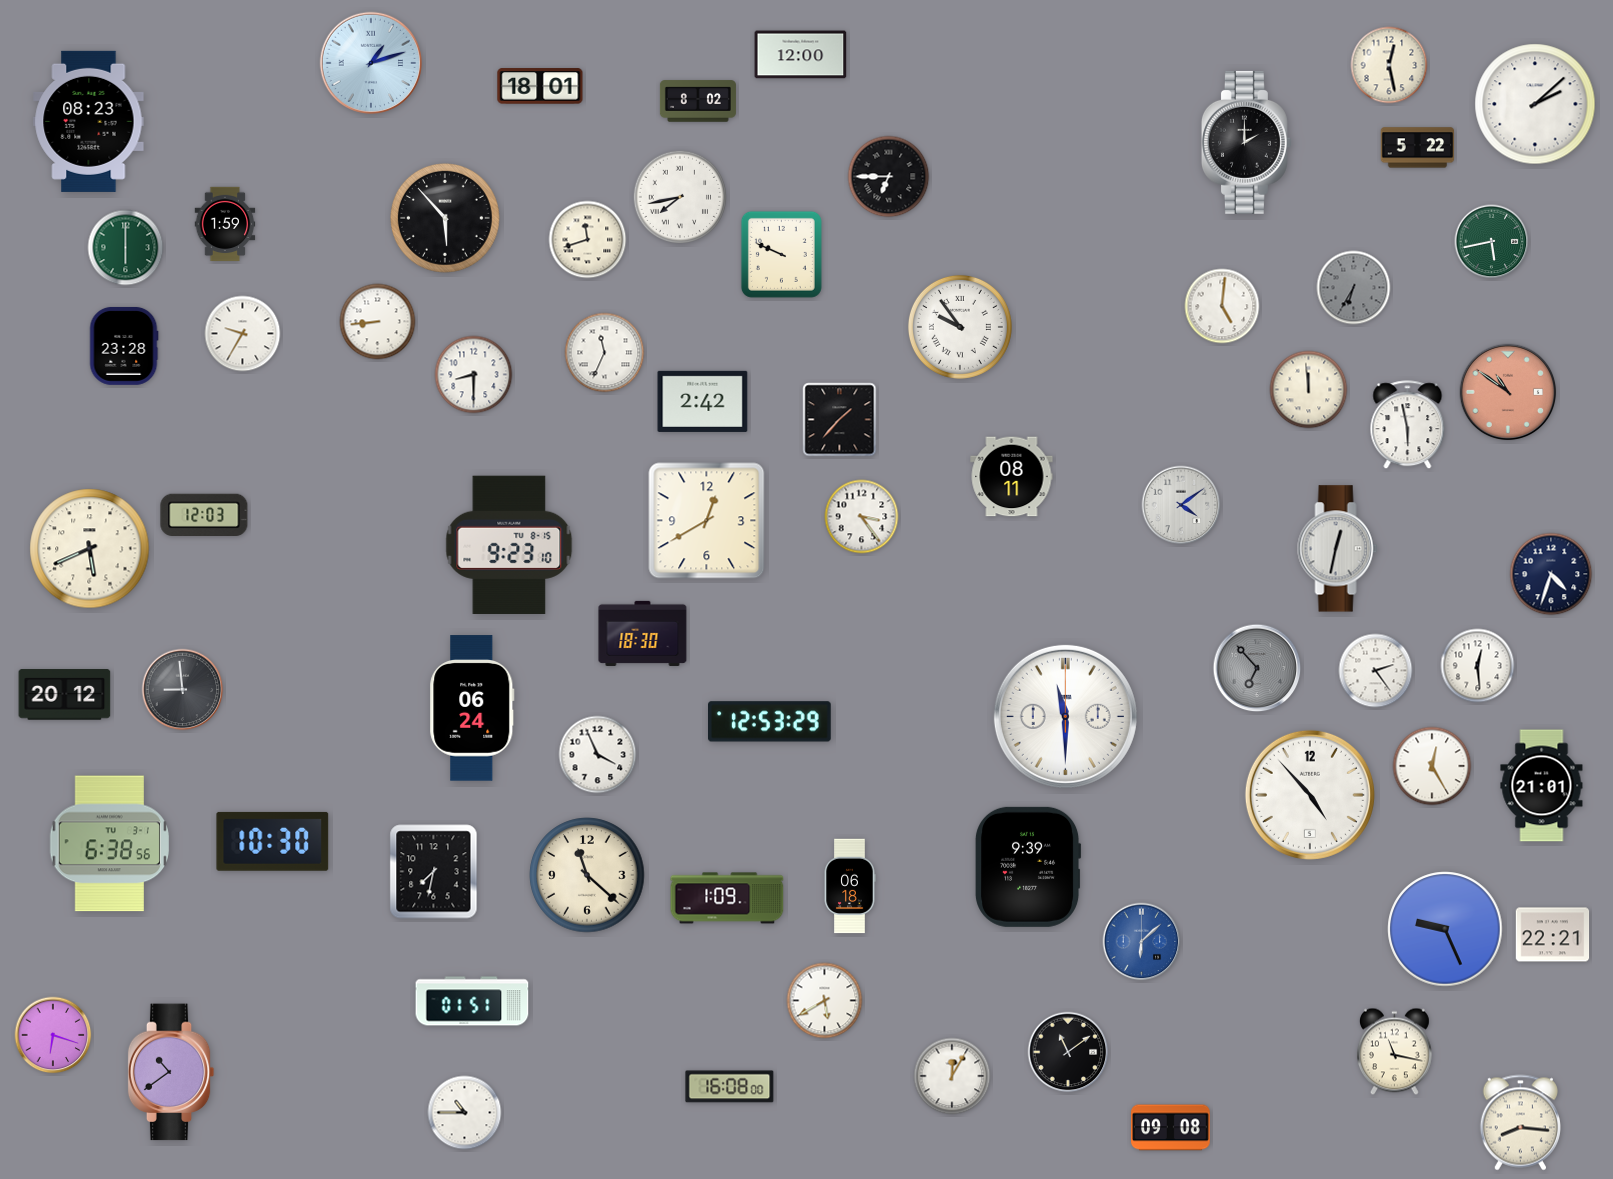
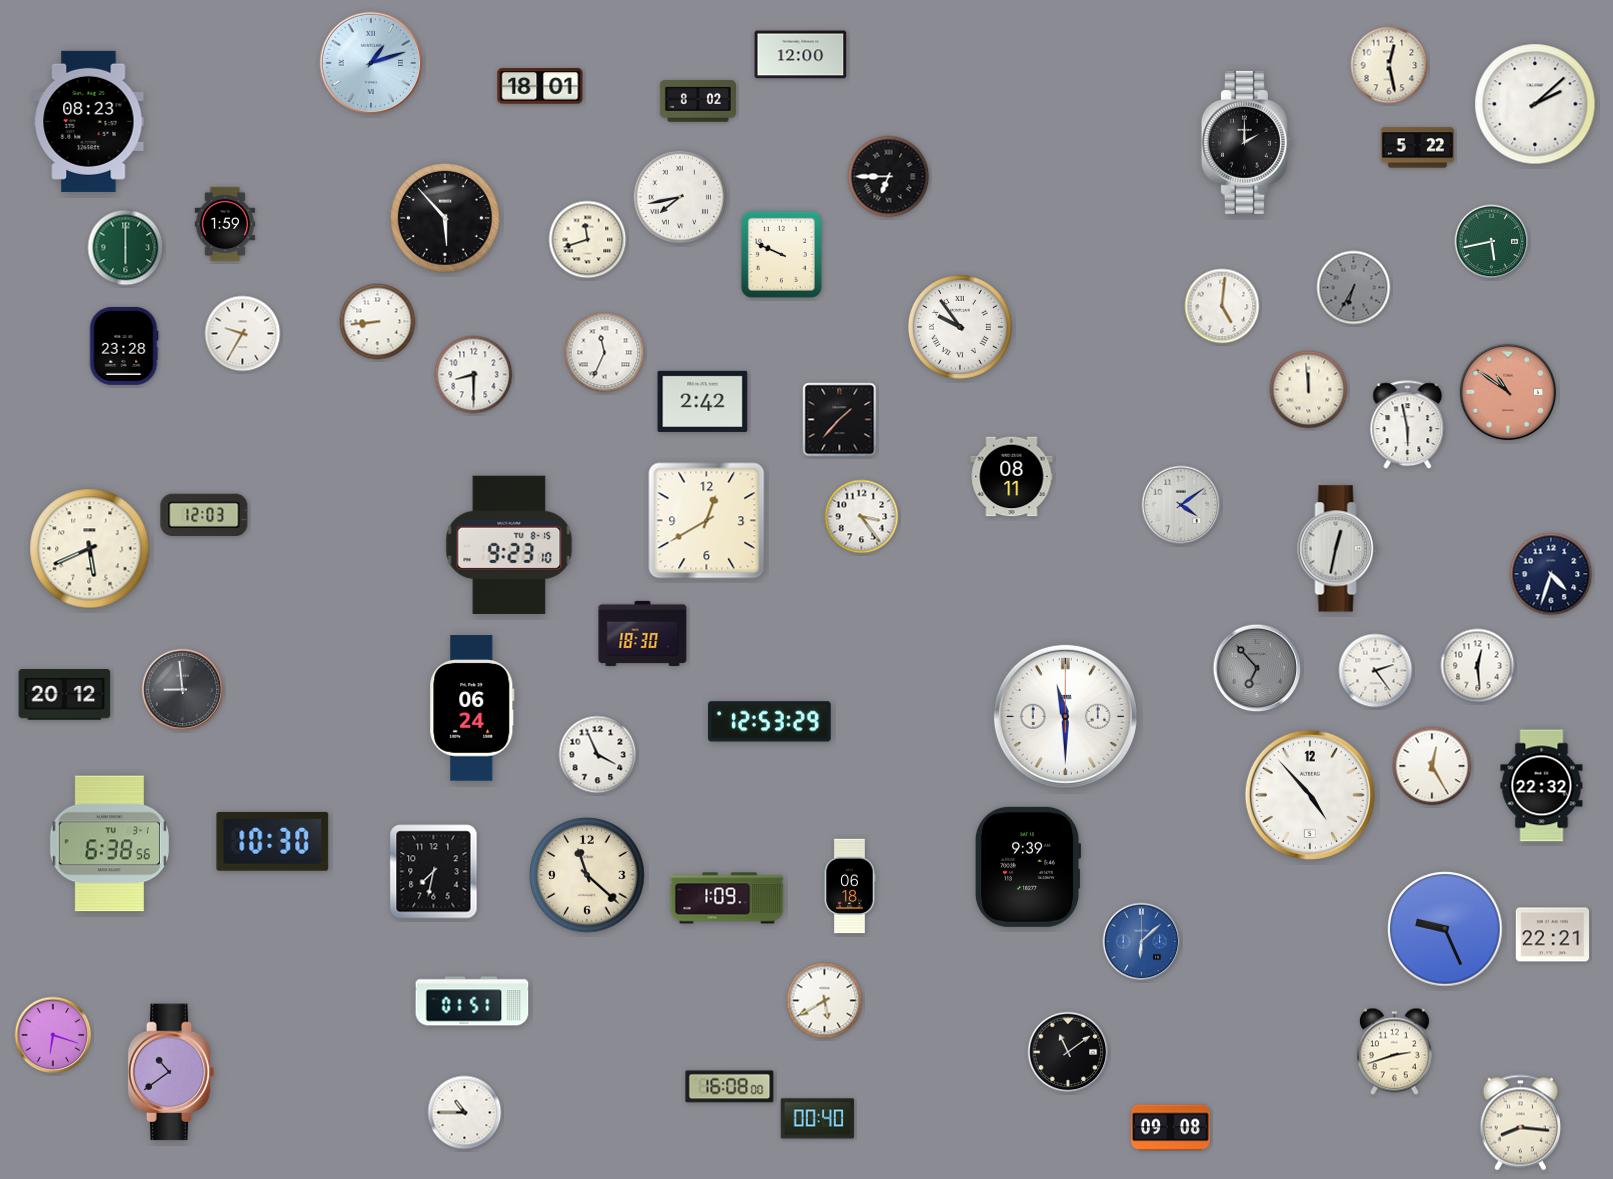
clock at (1542, 786): 21:01 -> 22:32
clock at (1394, 1052): 11:17 -> 2:42
clock at (952, 1076): 12:05 -> none
clock at (818, 1119): none -> 00:40
